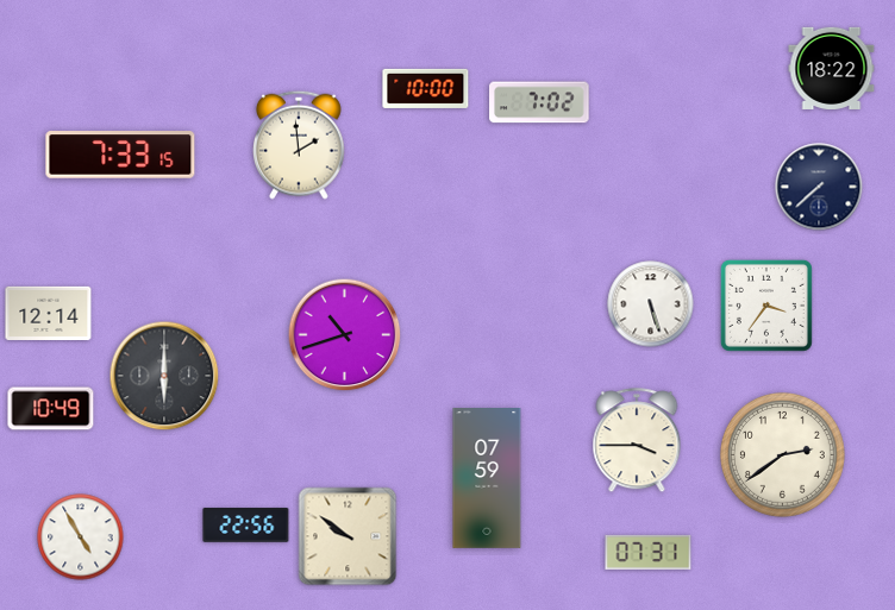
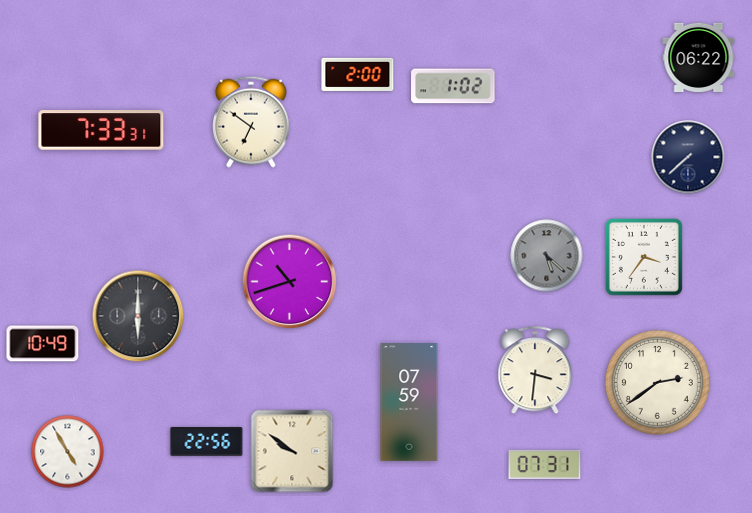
clock at (832, 68): 18:22 -> 06:22
clock at (426, 88): 10:00 -> 2:00
clock at (539, 102): 7:02 -> 1:02
clock at (300, 145): 1:59 -> 6:51
clock at (120, 155): 7:33:15 -> 7:33:31
clock at (651, 304): 5:27 -> 5:22
clock at (651, 304) dial: white -> grey
clock at (49, 313): 12:14 -> none
clock at (637, 441): 3:45 -> 3:31
